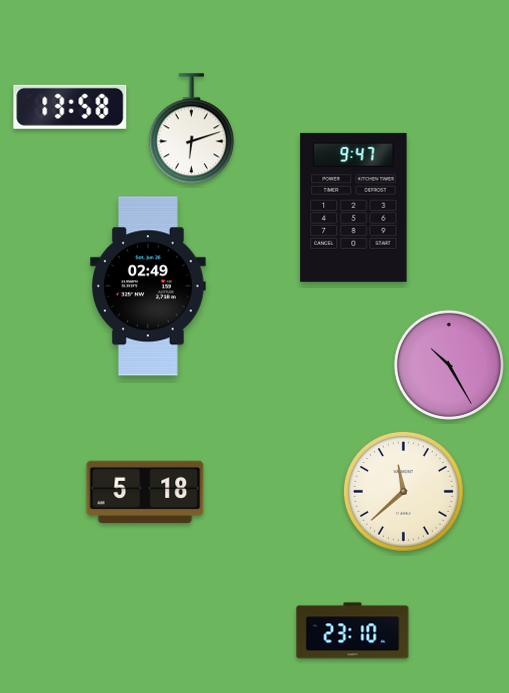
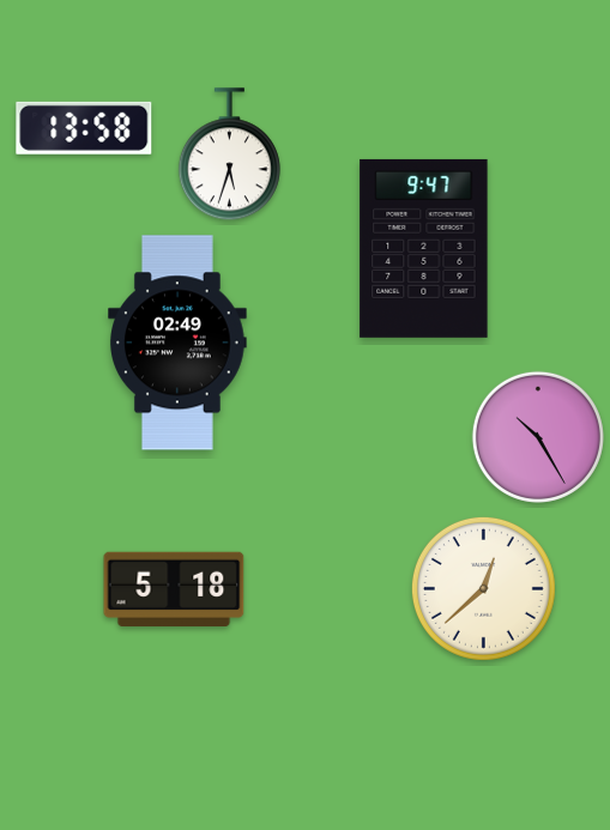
clock at (191, 129): 6:12 -> 5:33
clock at (403, 491): 11:38 -> 12:38
clock at (353, 631): 23:10 -> none
